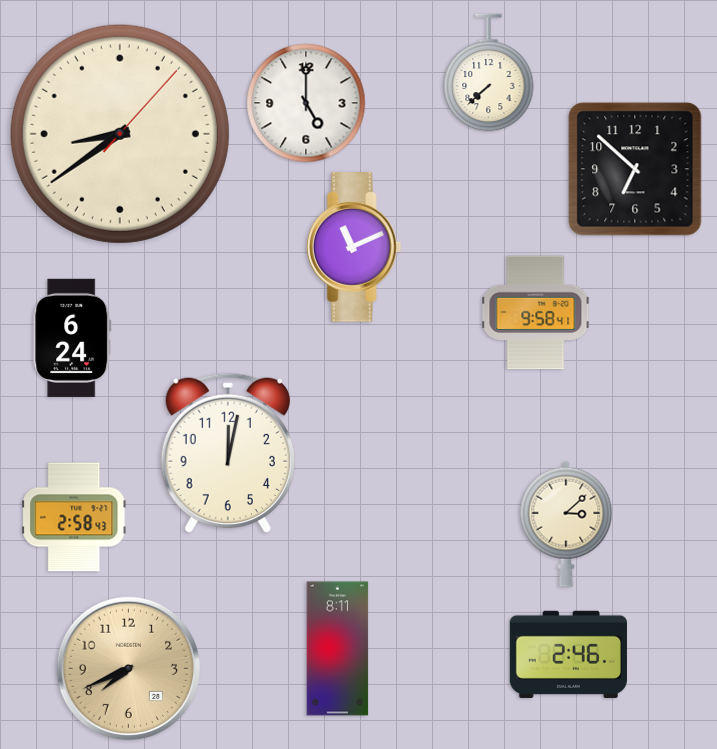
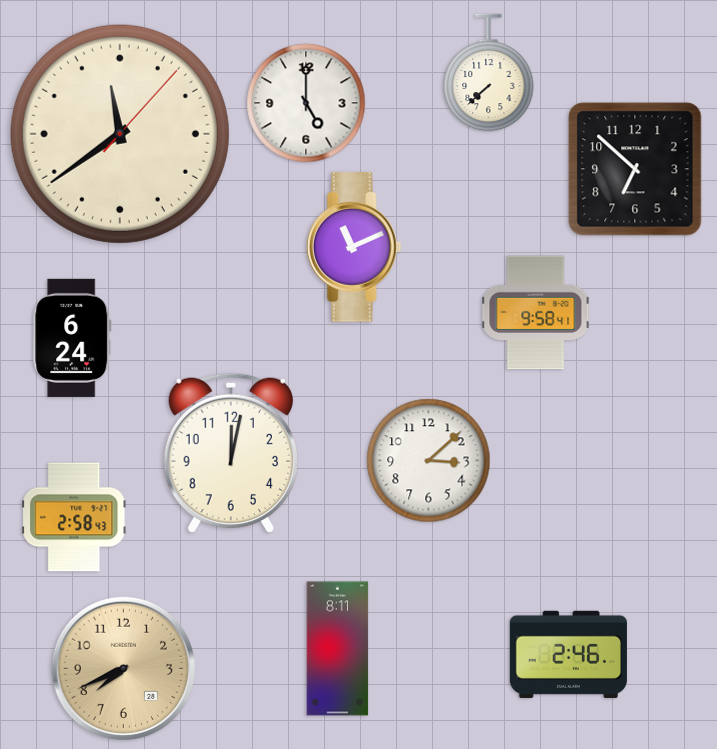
clock at (120, 134): 8:39 -> 11:39
clock at (228, 453) position: (228, 453) -> (231, 453)
clock at (429, 461): none -> 3:08
clock at (566, 524): 3:08 -> none
clock at (128, 668) position: (128, 668) -> (123, 668)
